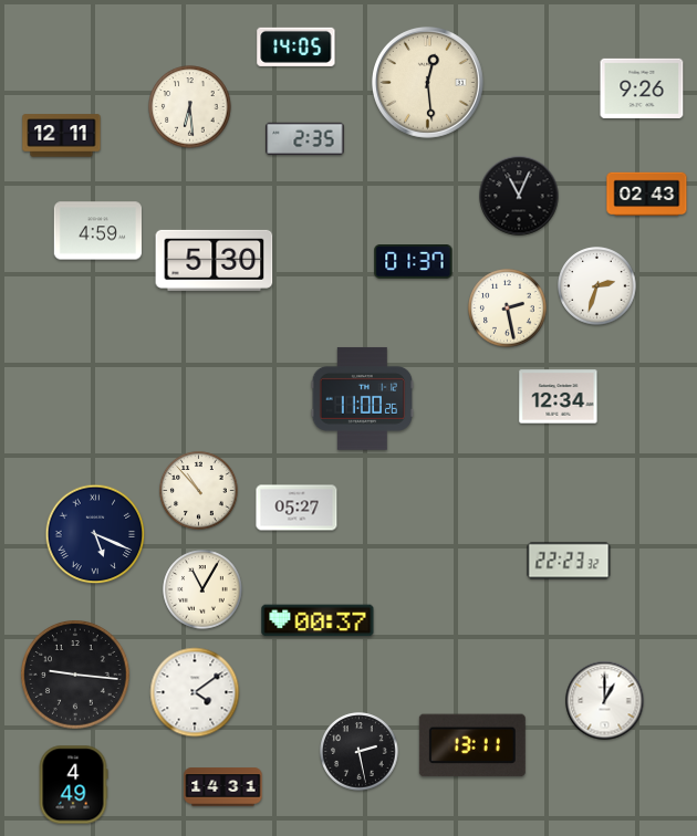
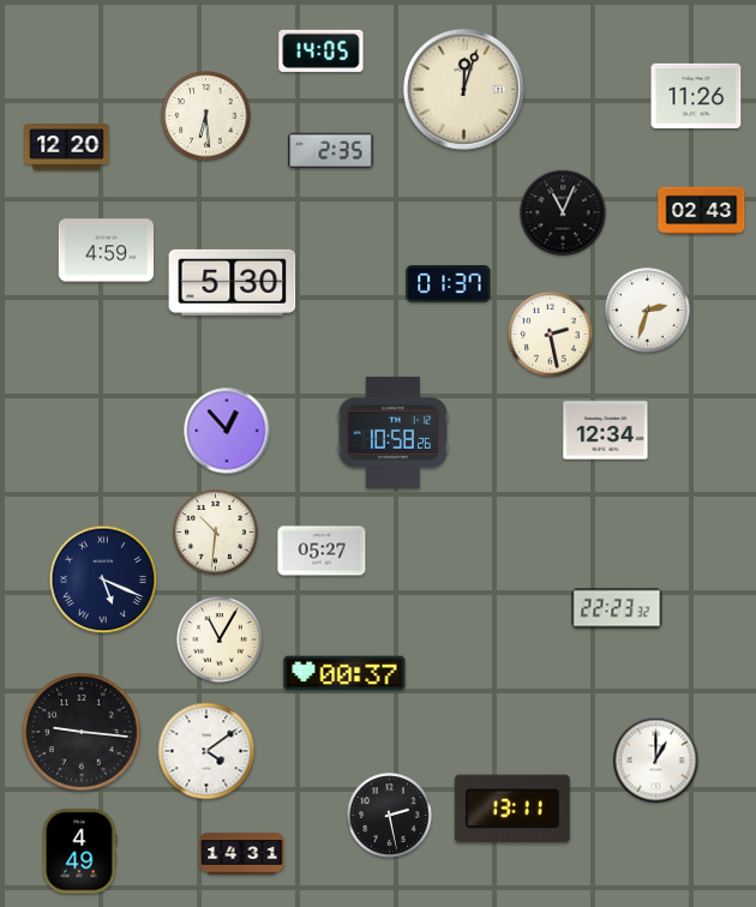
clock at (427, 82): 12:29 -> 12:03
clock at (642, 88): 9:26 -> 11:26
clock at (62, 136): 12:11 -> 12:20
clock at (227, 431): none -> 12:53
clock at (363, 398): 11:00 -> 10:58
clock at (199, 491): 10:53 -> 10:31
clock at (195, 692) position: (195, 692) -> (206, 751)
